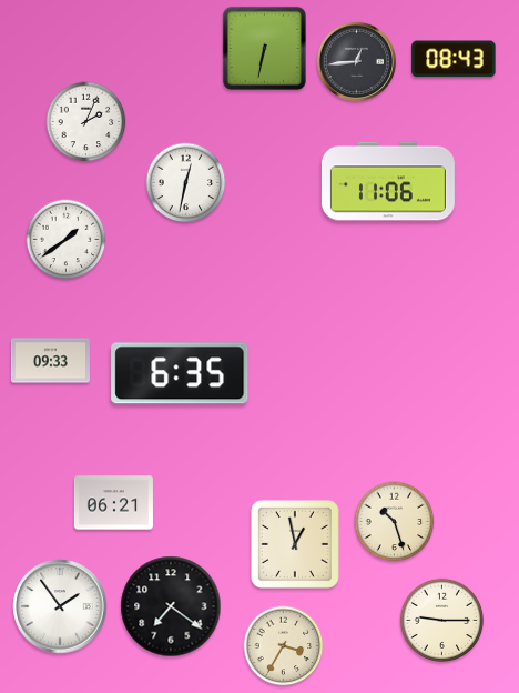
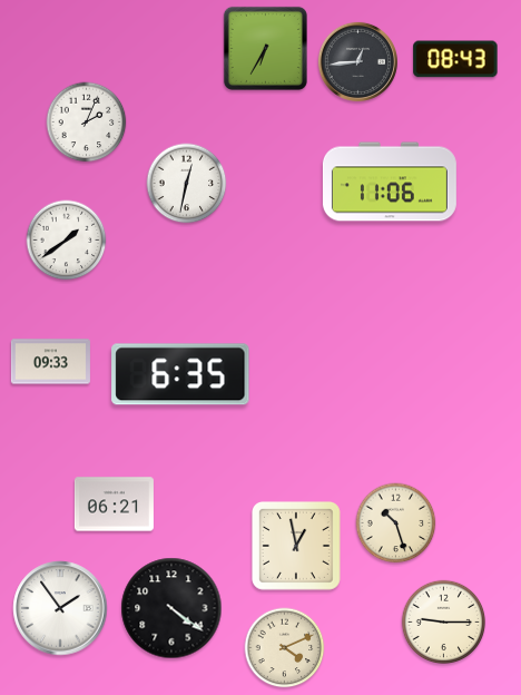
clock at (264, 48): 6:32 -> 6:35
clock at (171, 606): 7:21 -> 4:21
clock at (284, 646): 3:35 -> 4:11
